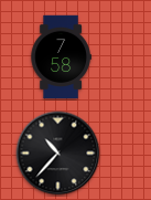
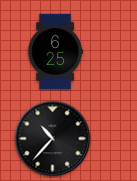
clock at (61, 57): 7:58 -> 6:25
